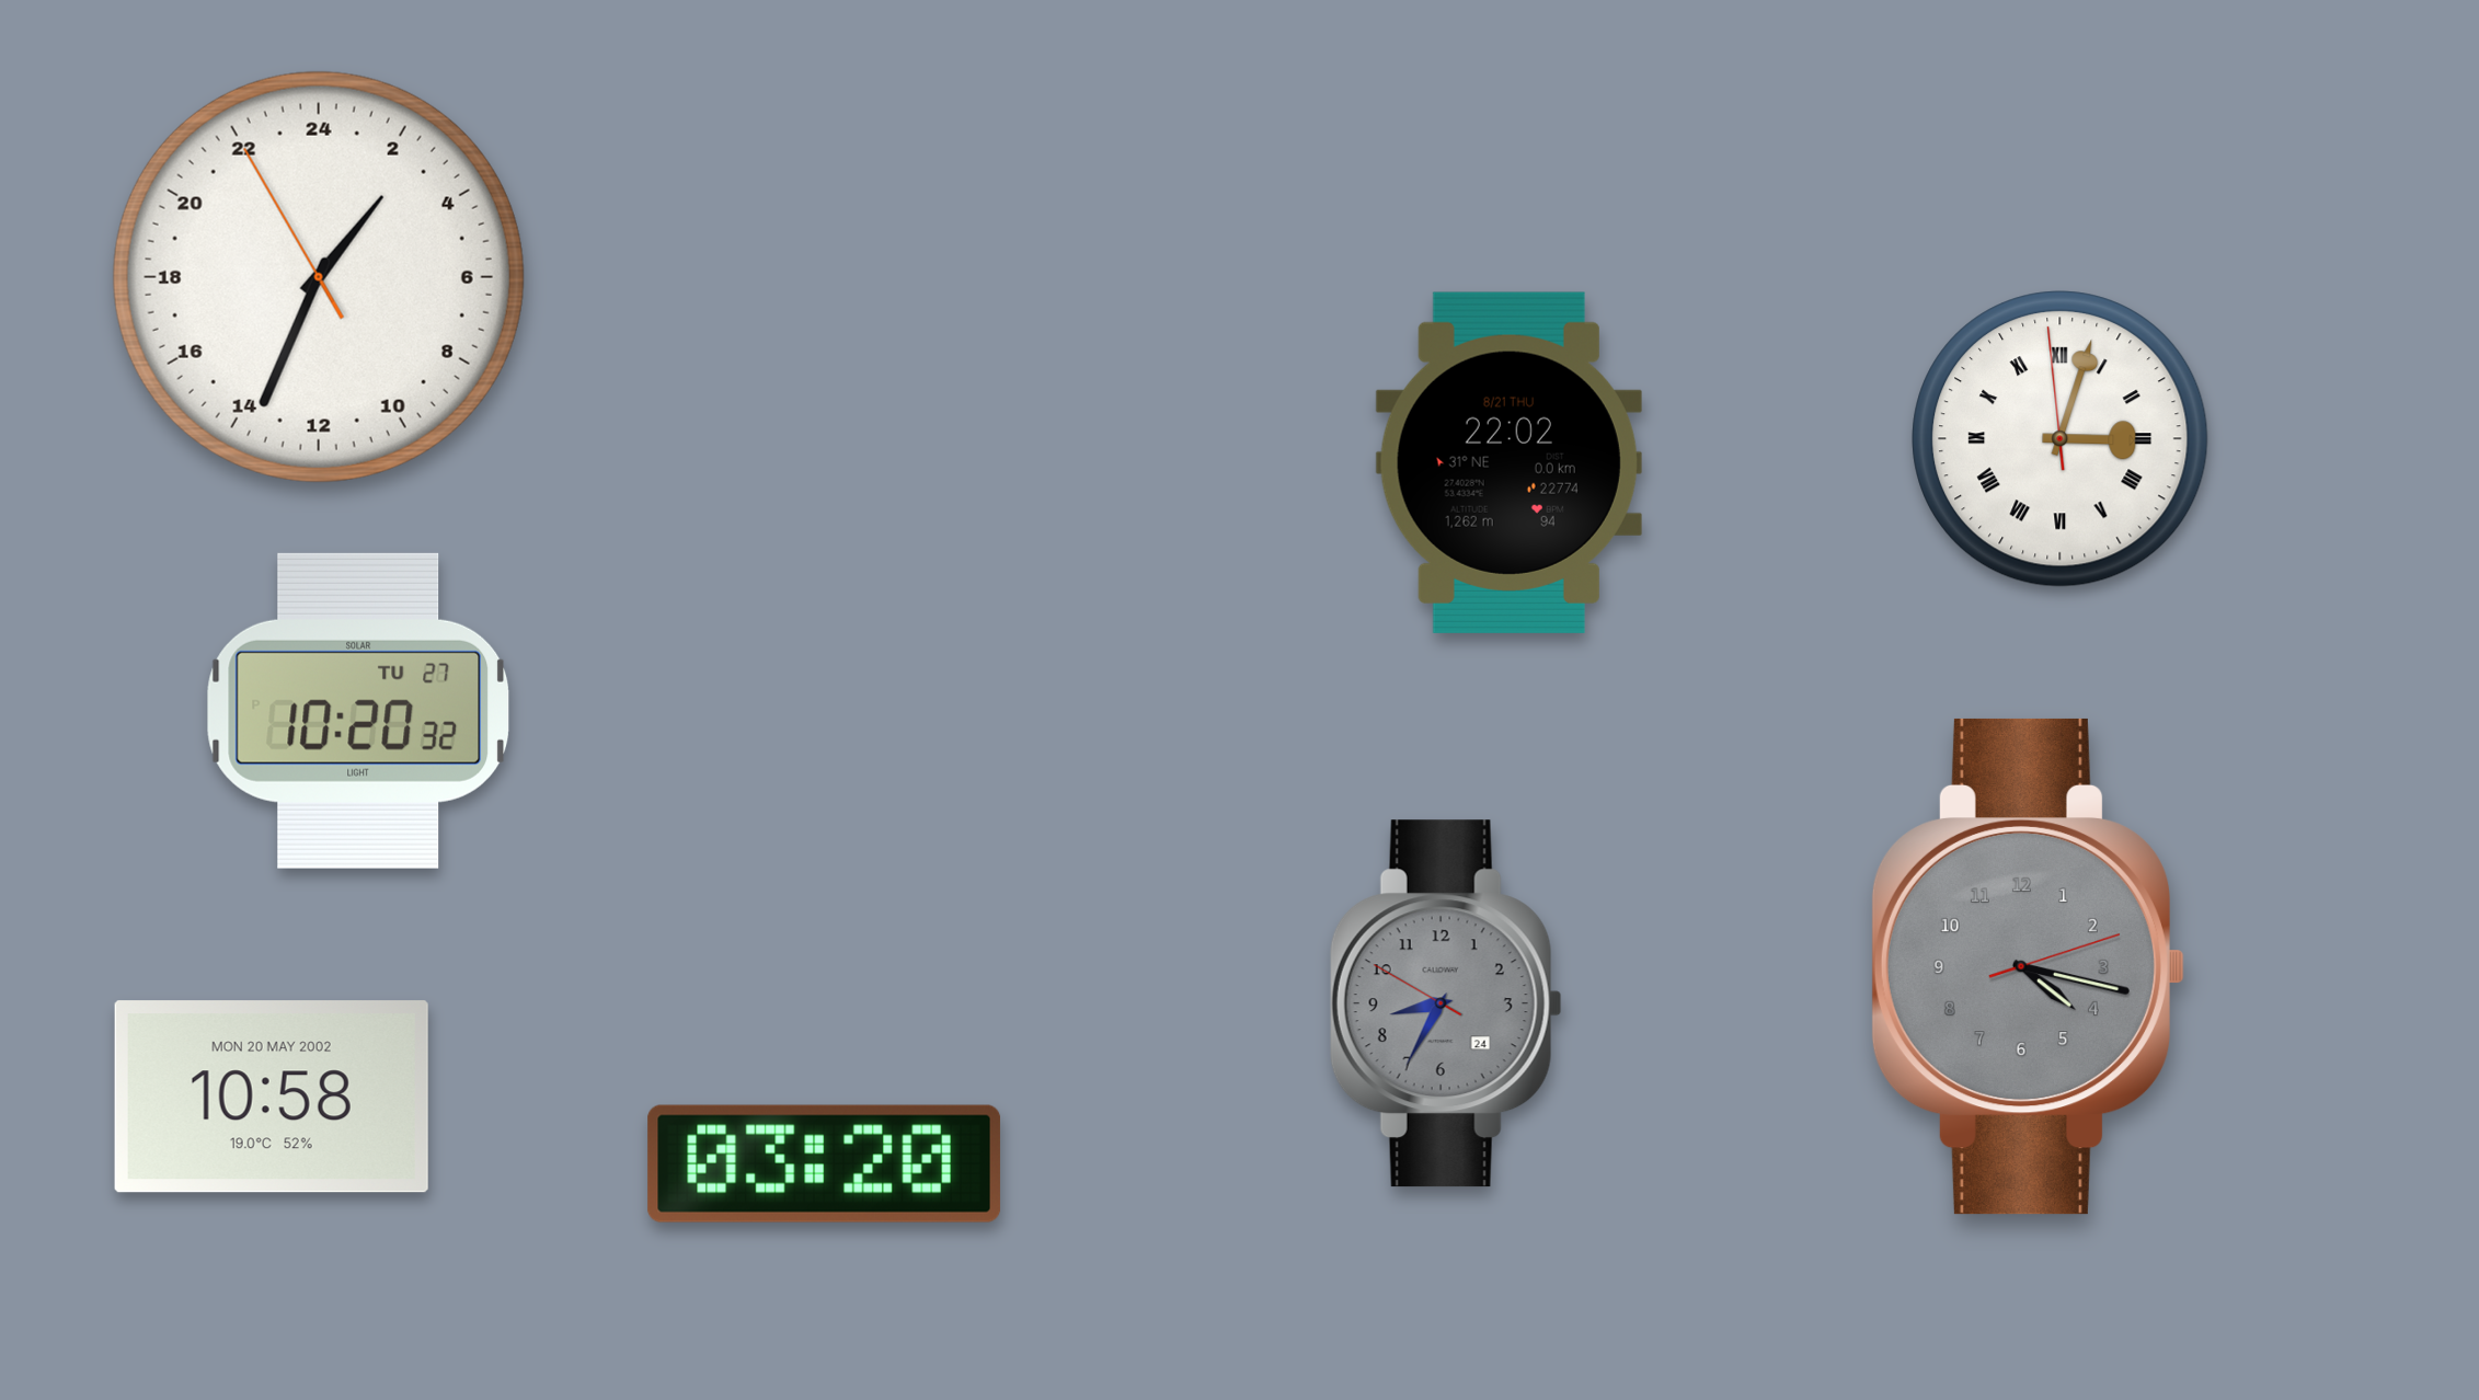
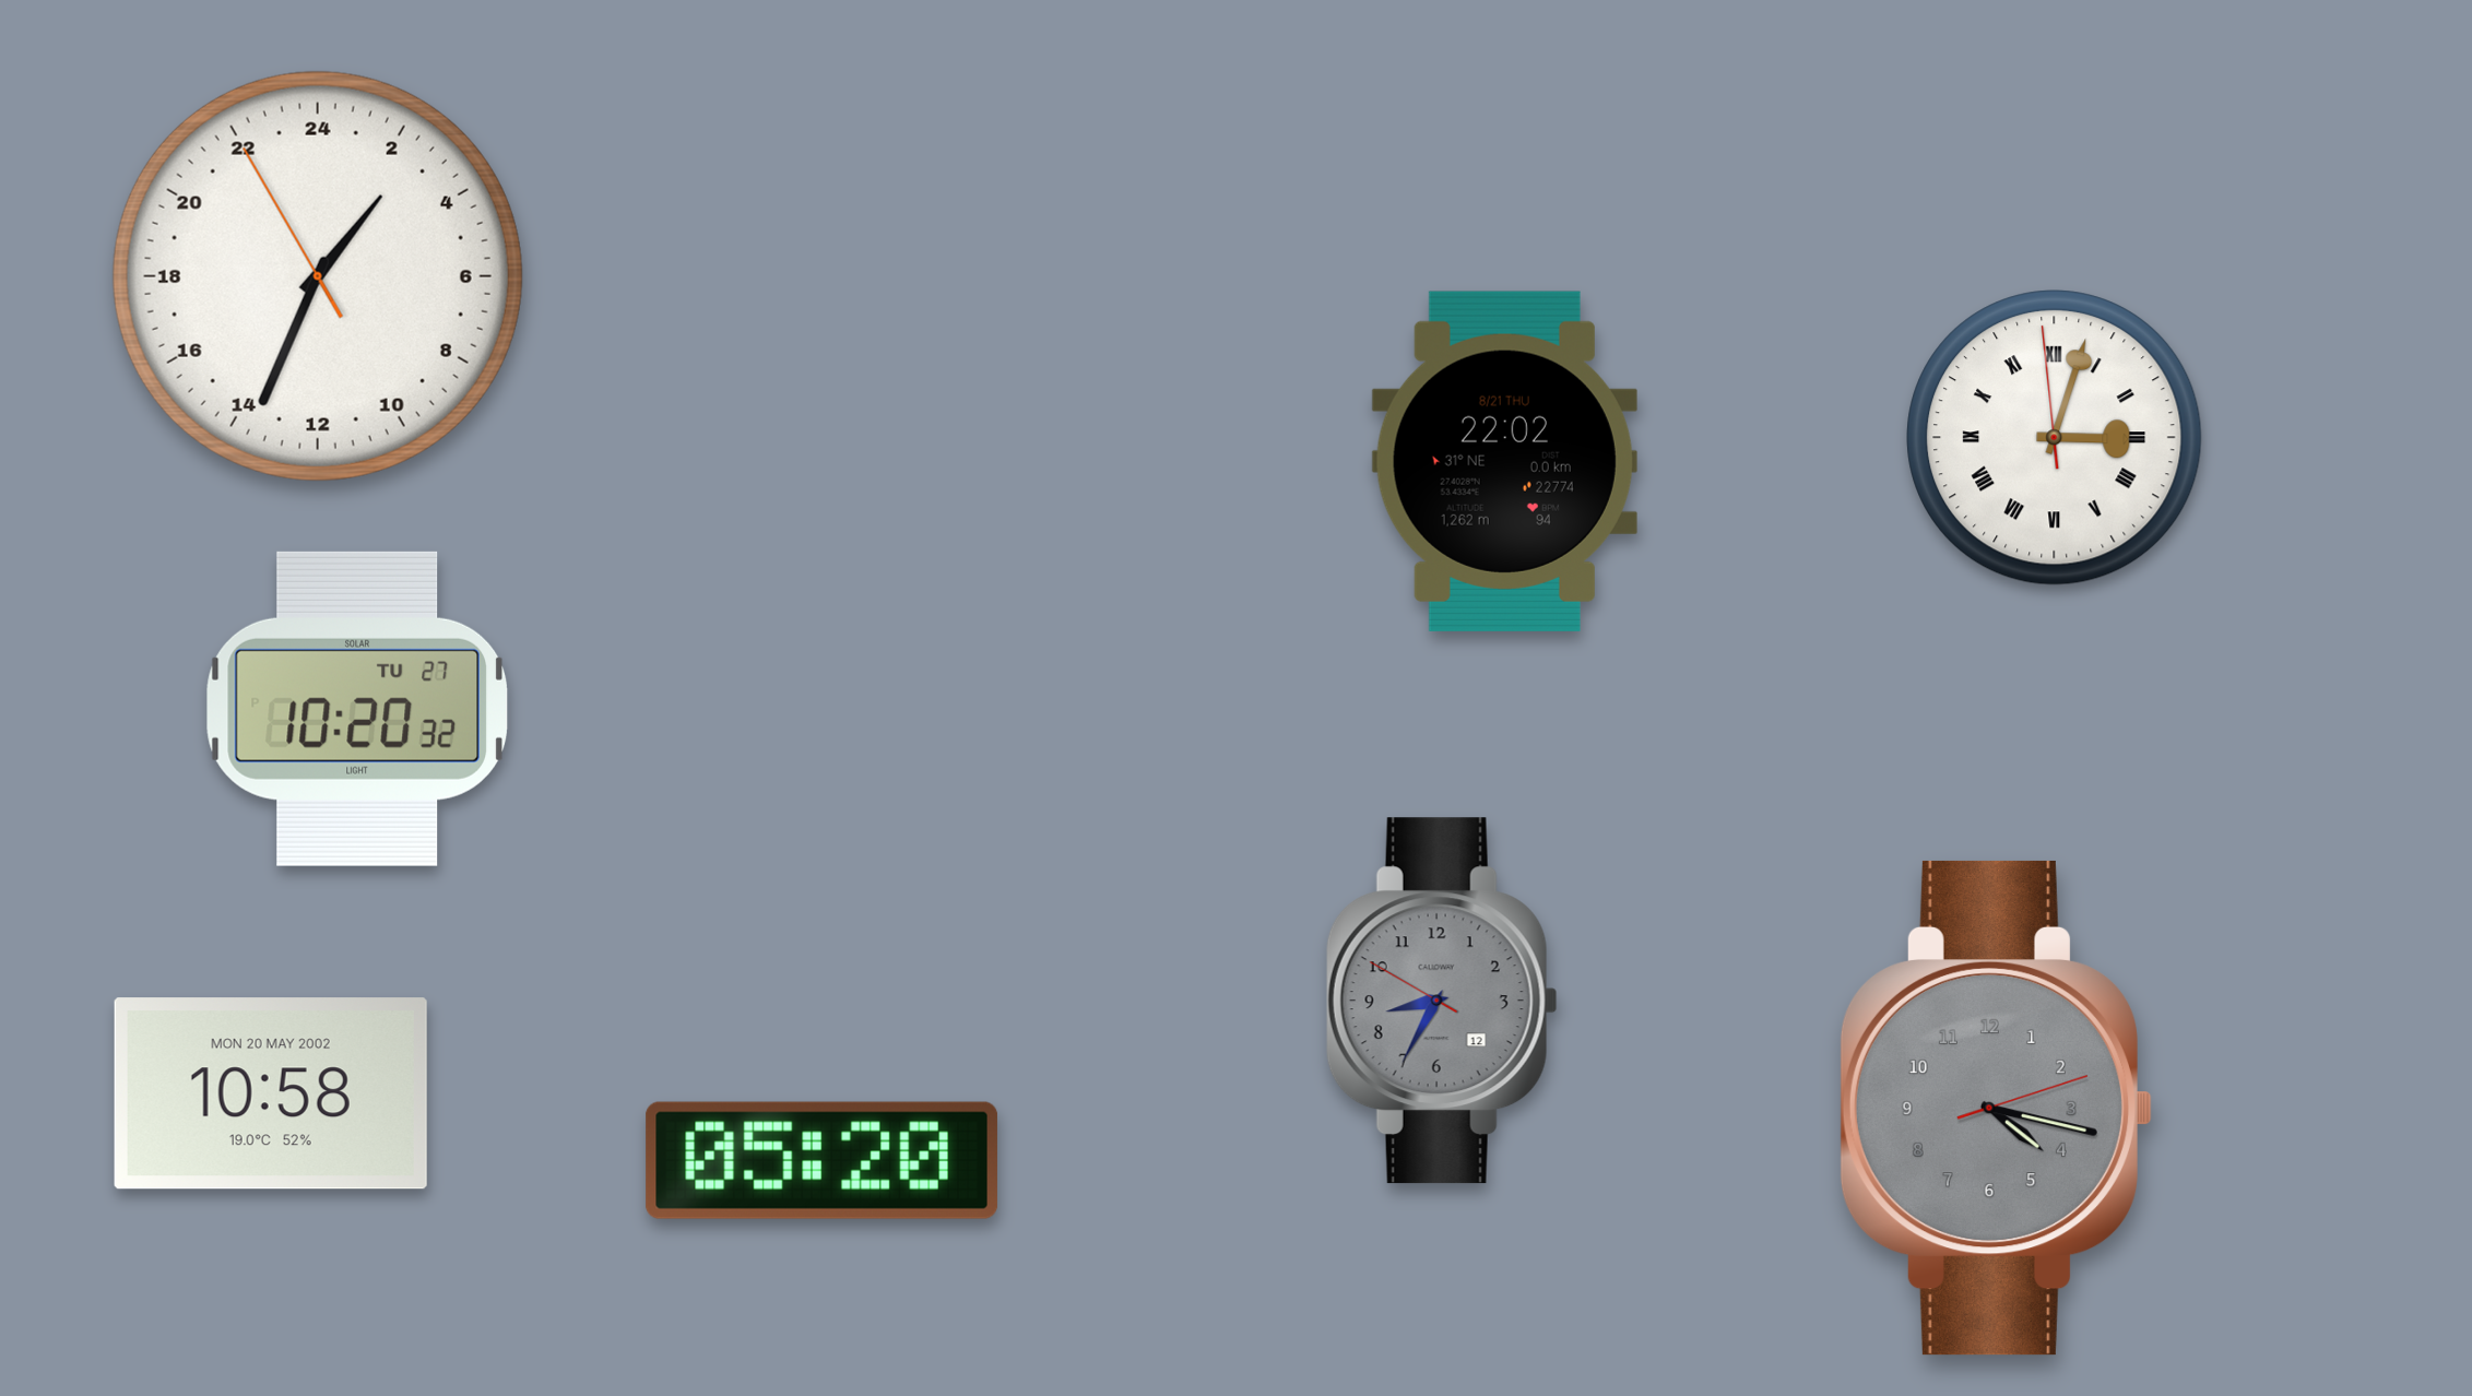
clock at (2028, 966) position: (2028, 966) -> (1996, 1108)
clock at (1446, 1003) date: 24 -> 12
clock at (824, 1163): 03:20 -> 05:20
